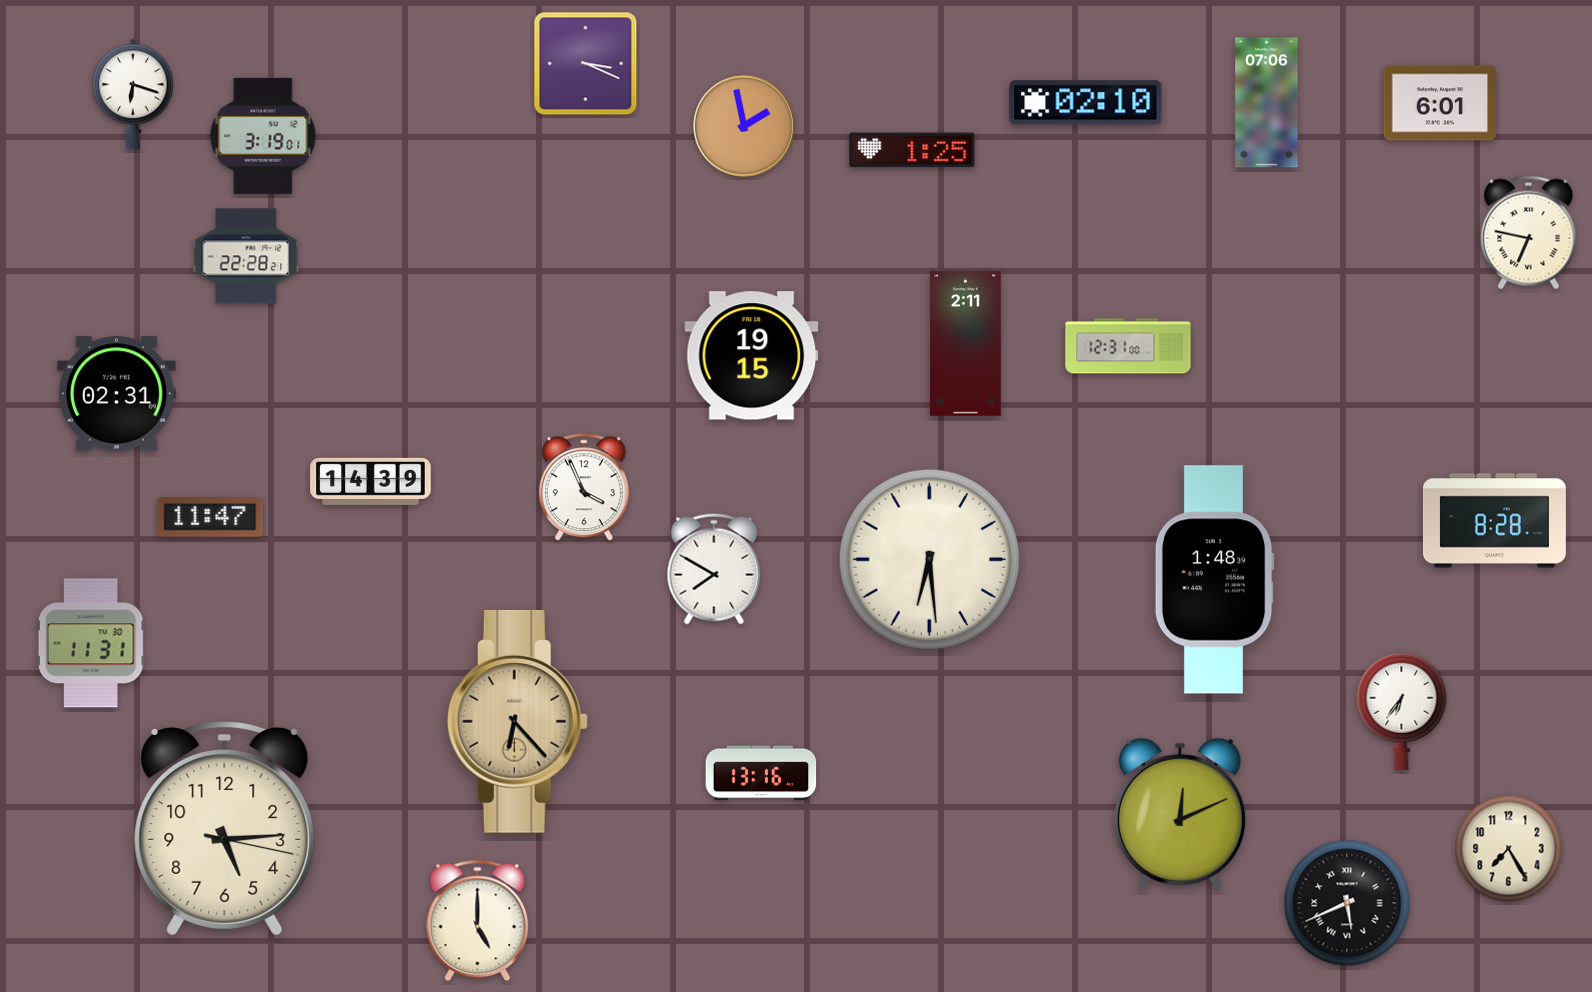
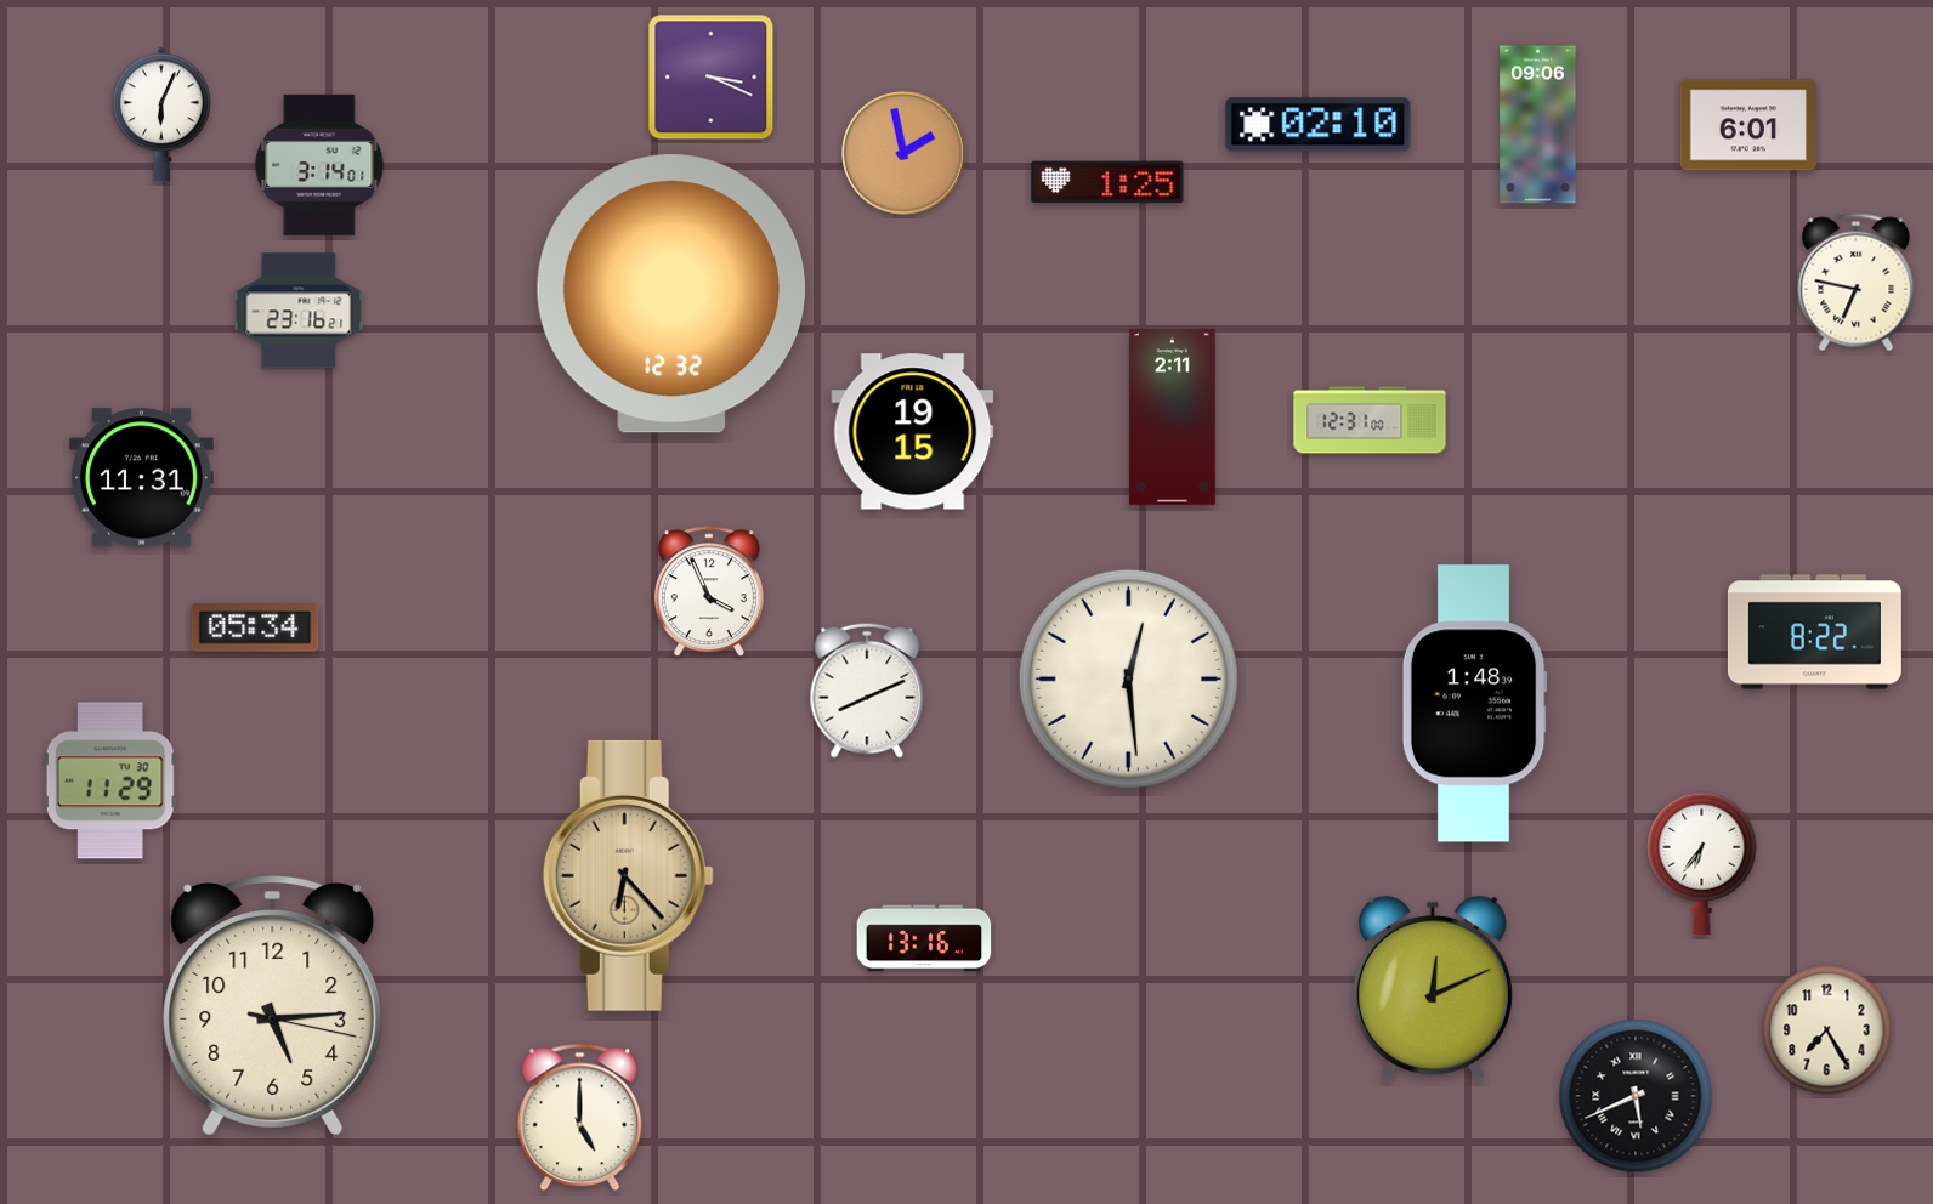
clock at (134, 94): 6:18 -> 6:04
clock at (1267, 103): 07:06 -> 09:06
clock at (263, 136): 3:19 -> 3:14
clock at (670, 294): none -> 12:32
clock at (246, 256): 22:28 -> 23:16
clock at (117, 394): 02:31 -> 11:31
clock at (371, 481): 14:39 -> none
clock at (210, 518): 11:47 -> 05:34
clock at (1494, 521): 8:28 -> 8:22
clock at (929, 559): 6:29 -> 12:29
clock at (714, 569): 7:50 -> 8:11
clock at (91, 643): 11:31 -> 11:29
clock at (1509, 849) position: (1509, 849) -> (1827, 1030)
